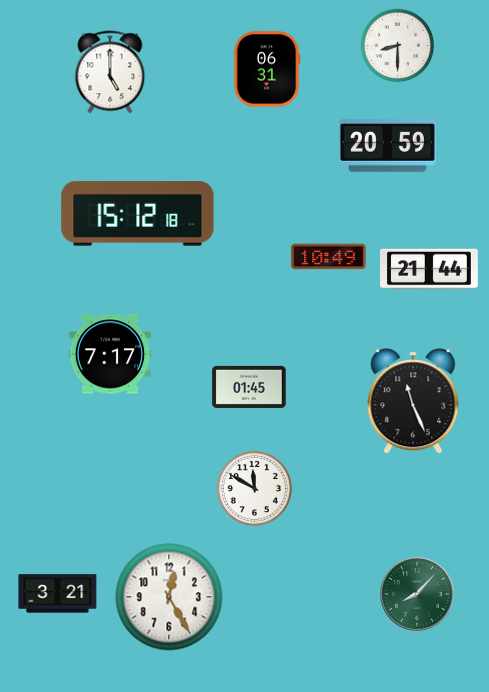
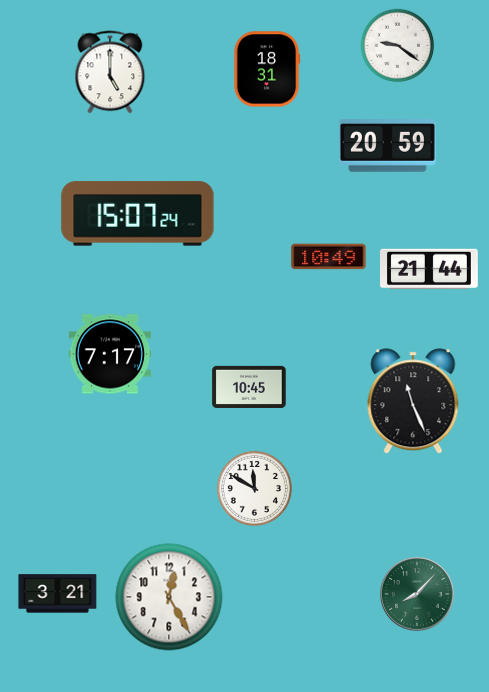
clock at (398, 46): 8:30 -> 9:21
clock at (267, 69): 06:31 -> 18:31
clock at (138, 214): 15:12 -> 15:07
clock at (249, 387): 01:45 -> 10:45
